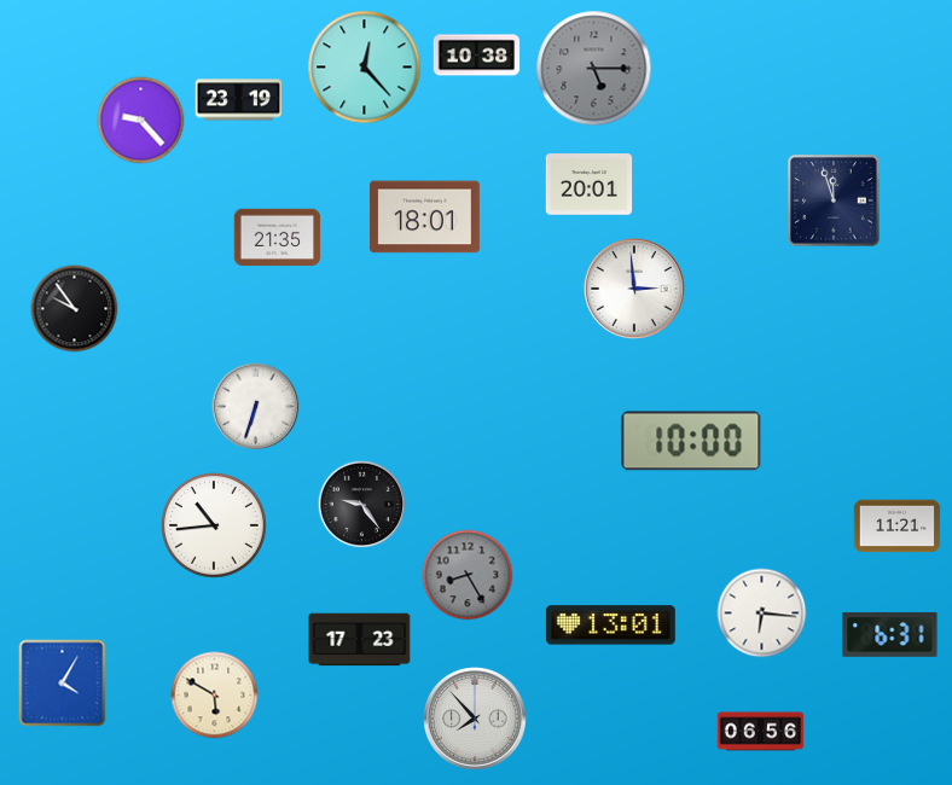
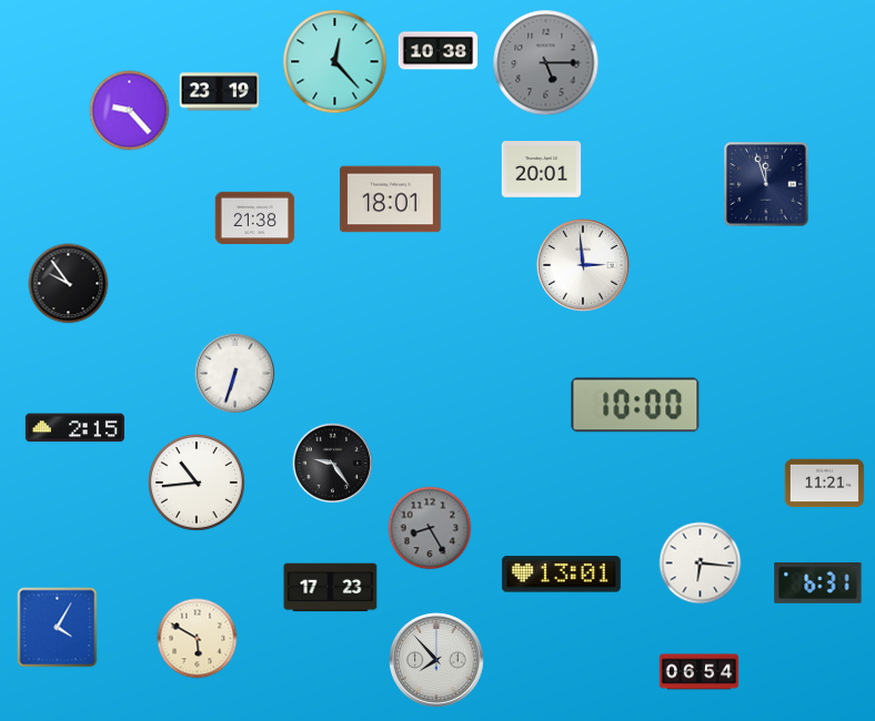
clock at (278, 238): 21:35 -> 21:38
clock at (74, 428): none -> 2:15
clock at (761, 732): 06:56 -> 06:54
